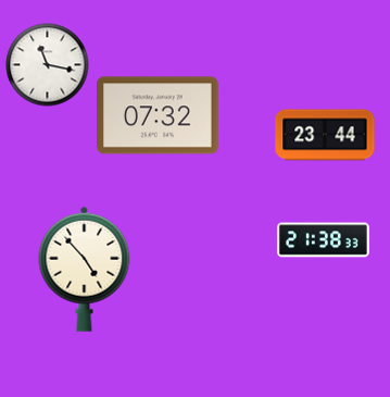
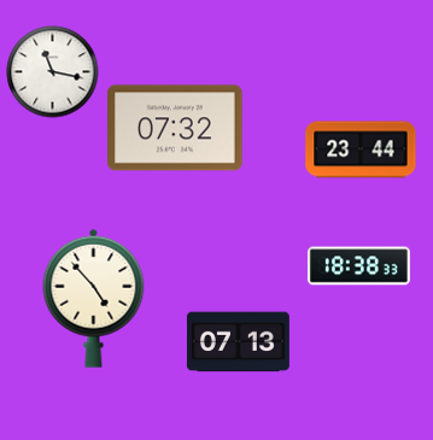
clock at (323, 240): 21:38 -> 18:38
clock at (238, 342): none -> 07:13
